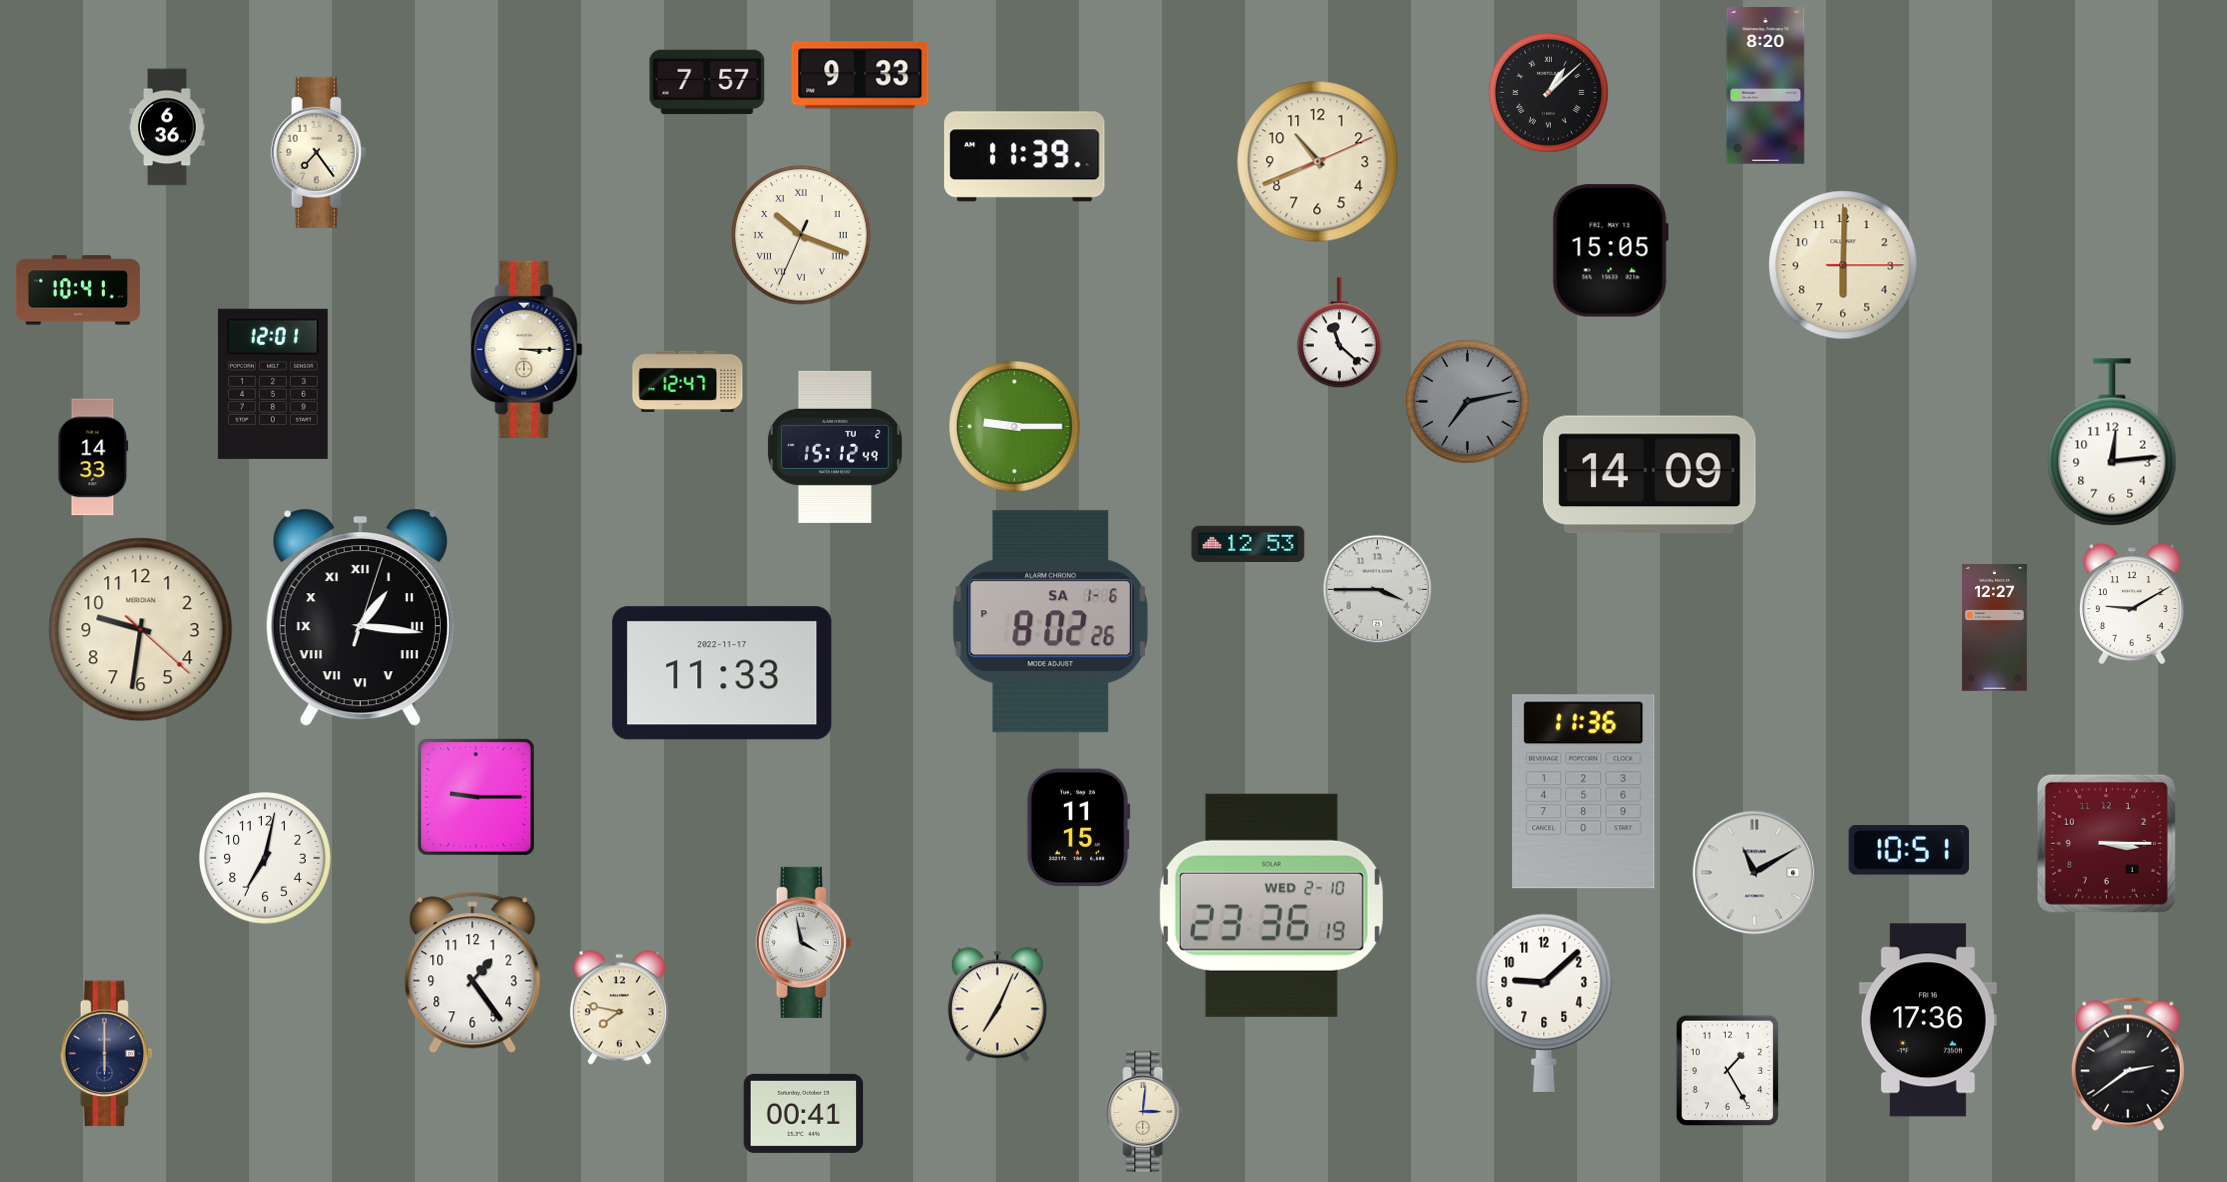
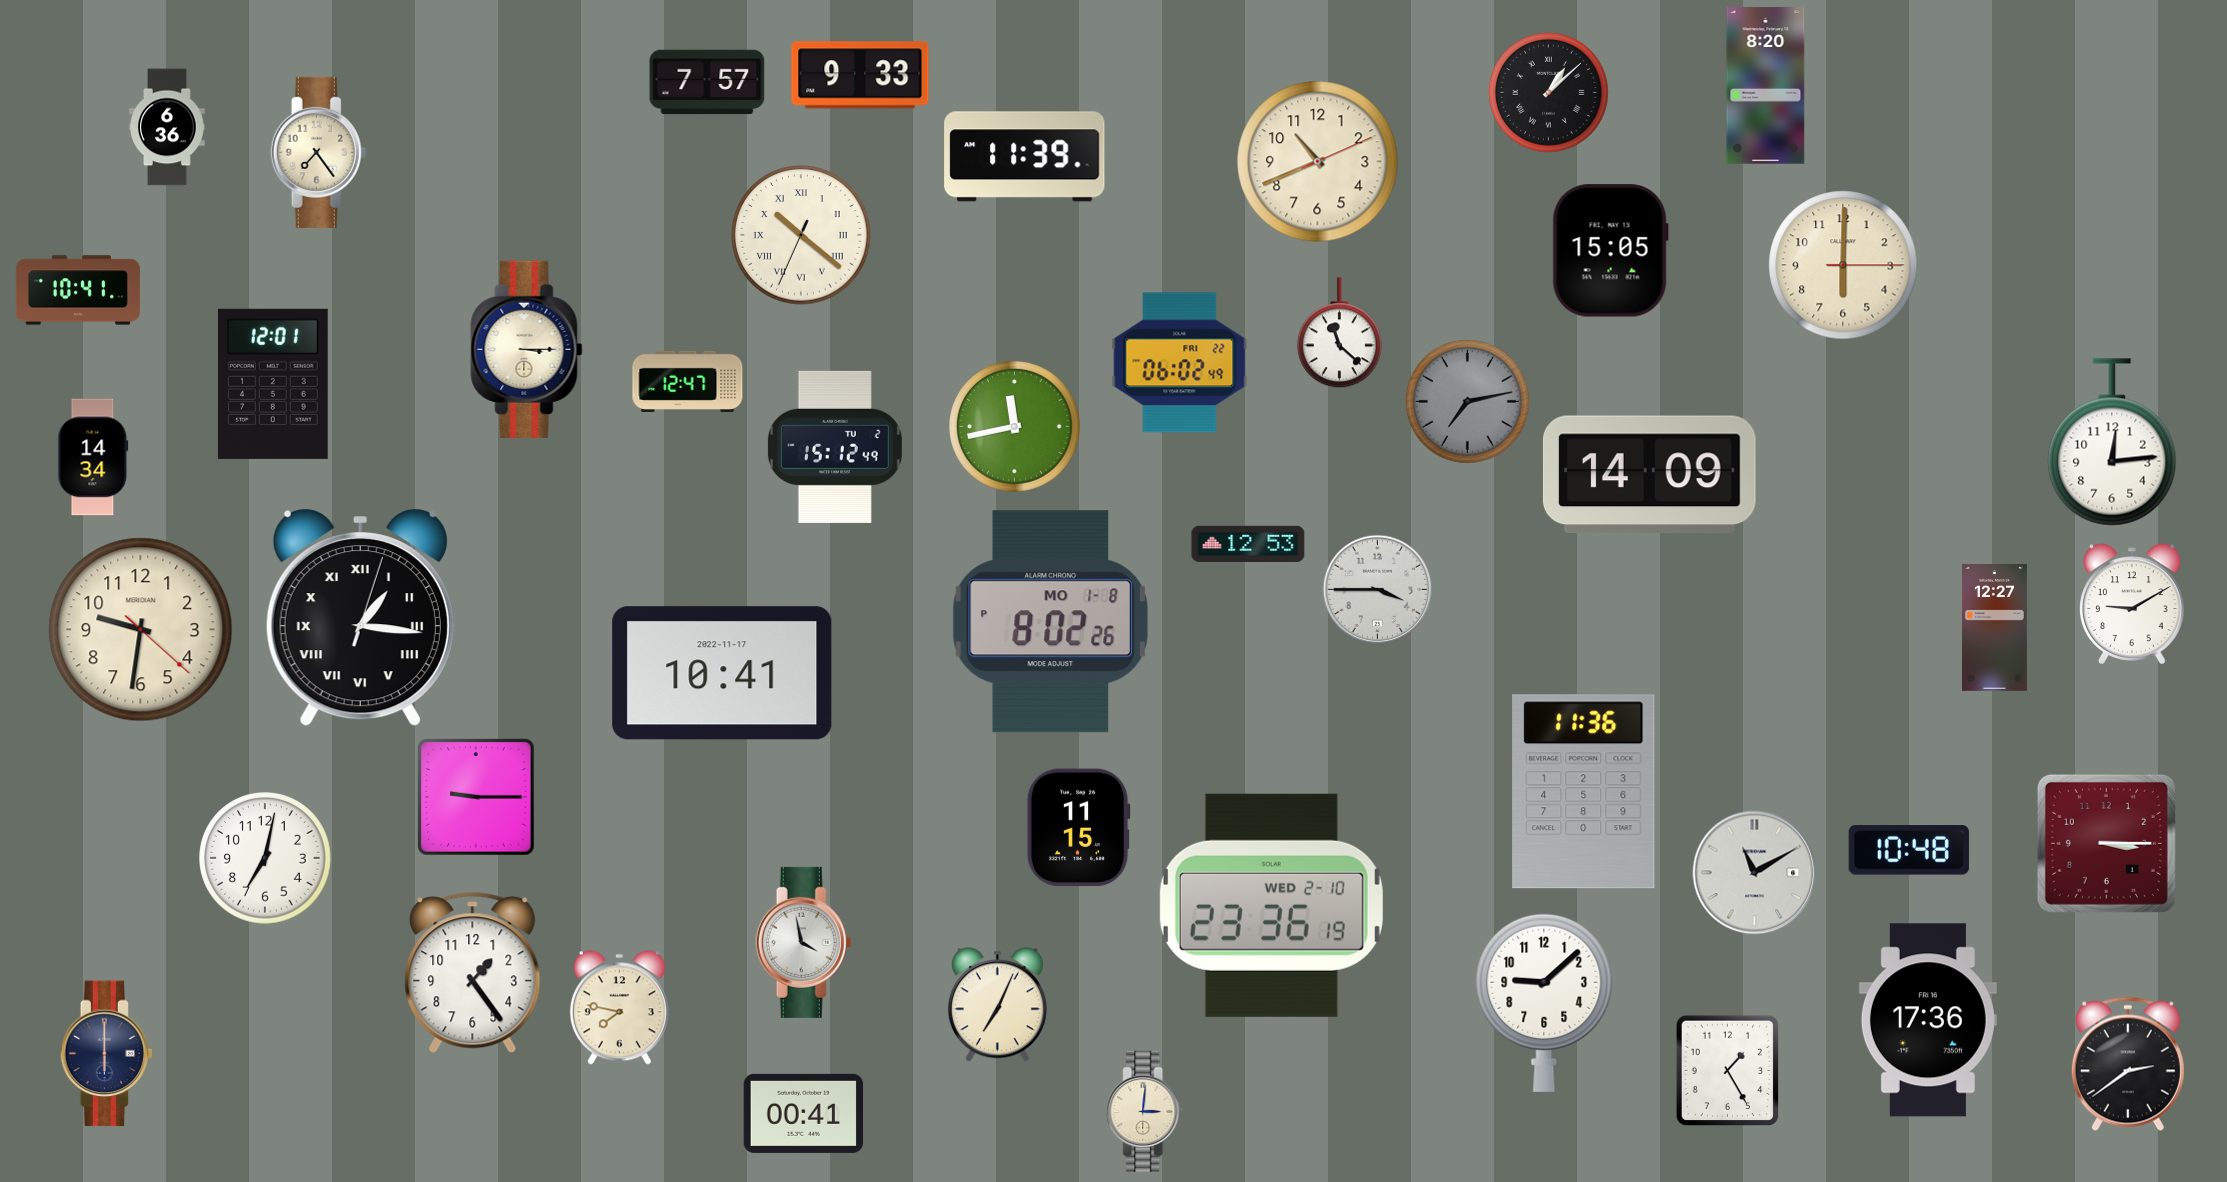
clock at (801, 235): 10:18 -> 10:21
clock at (1180, 363): none -> 06:02
clock at (1015, 427): 9:15 -> 11:43
clock at (93, 457): 14:33 -> 14:34
clock at (1050, 622) date: SA 1-6 -> MO 1-8
clock at (722, 673): 11:33 -> 10:41
clock at (1909, 850): 10:51 -> 10:48
